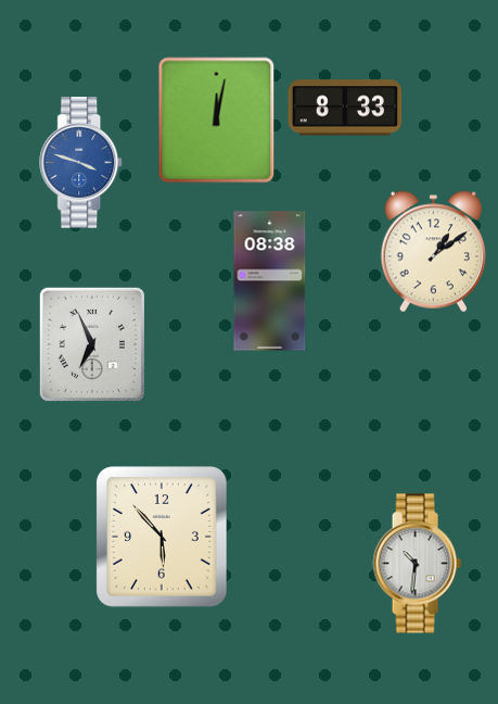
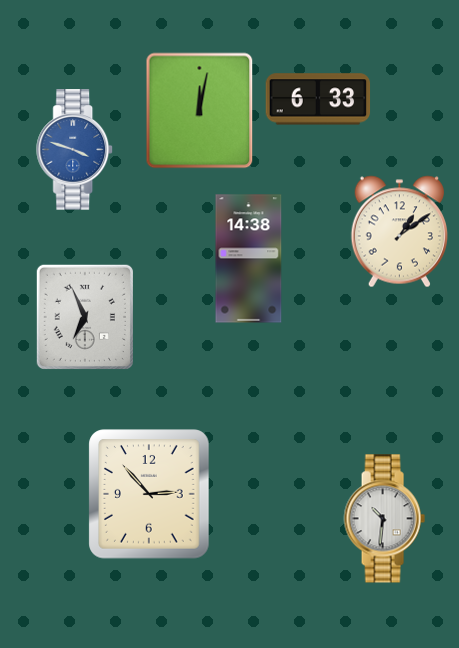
clock at (345, 108): 8:33 -> 6:33
clock at (270, 281): 08:38 -> 14:38
clock at (162, 537): 5:53 -> 2:53
